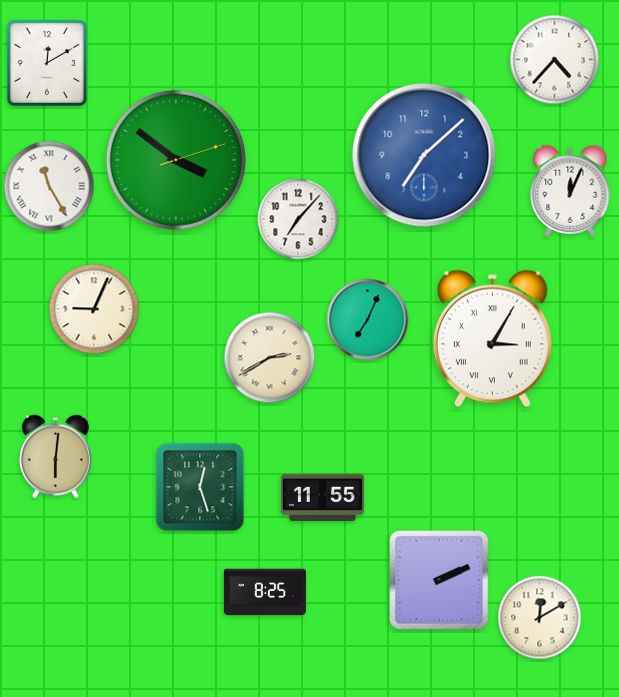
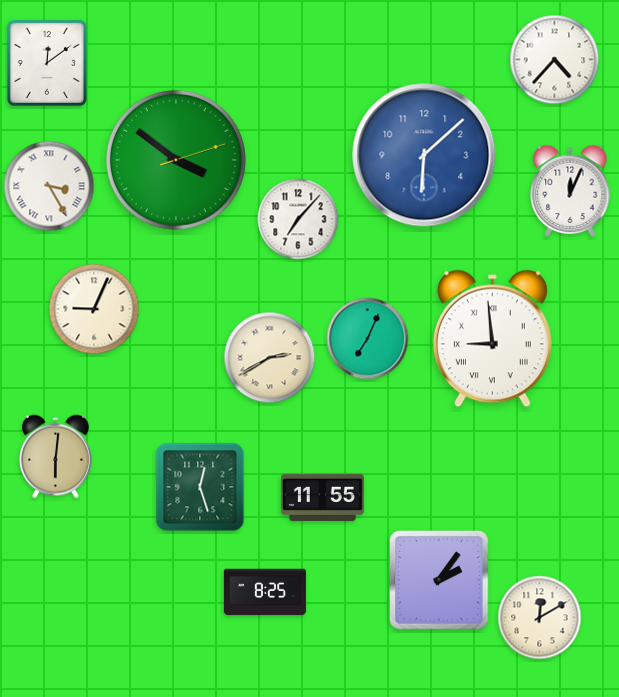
clock at (47, 63): 12:10 -> 12:09
clock at (424, 155): 7:08 -> 6:08
clock at (49, 186): 11:25 -> 3:25
clock at (368, 320) position: (368, 320) -> (368, 339)
clock at (492, 339): 3:05 -> 8:59
clock at (439, 580): 2:11 -> 2:06
